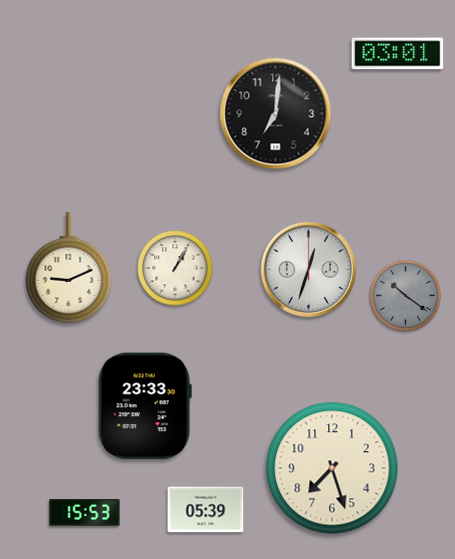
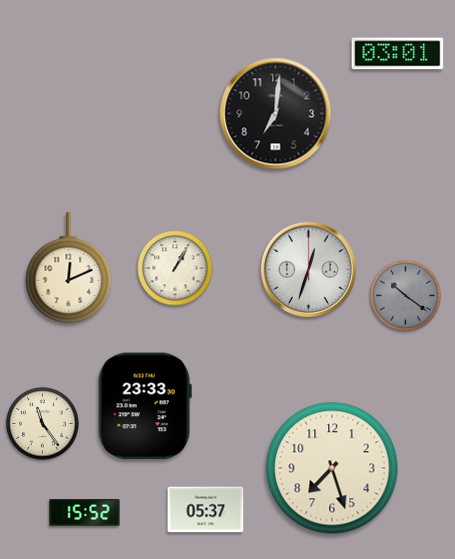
clock at (69, 268): 9:11 -> 12:11
clock at (43, 424): none -> 11:24
clock at (206, 510): 05:39 -> 05:37
clock at (85, 513): 15:53 -> 15:52
